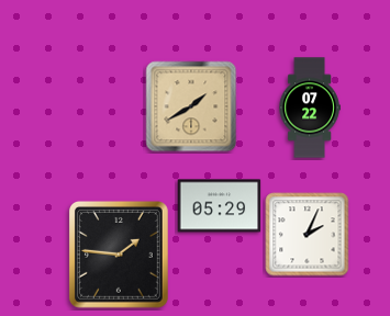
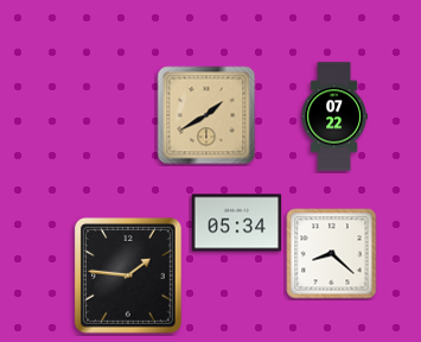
clock at (220, 206): 05:29 -> 05:34
clock at (308, 235): 2:04 -> 8:22
